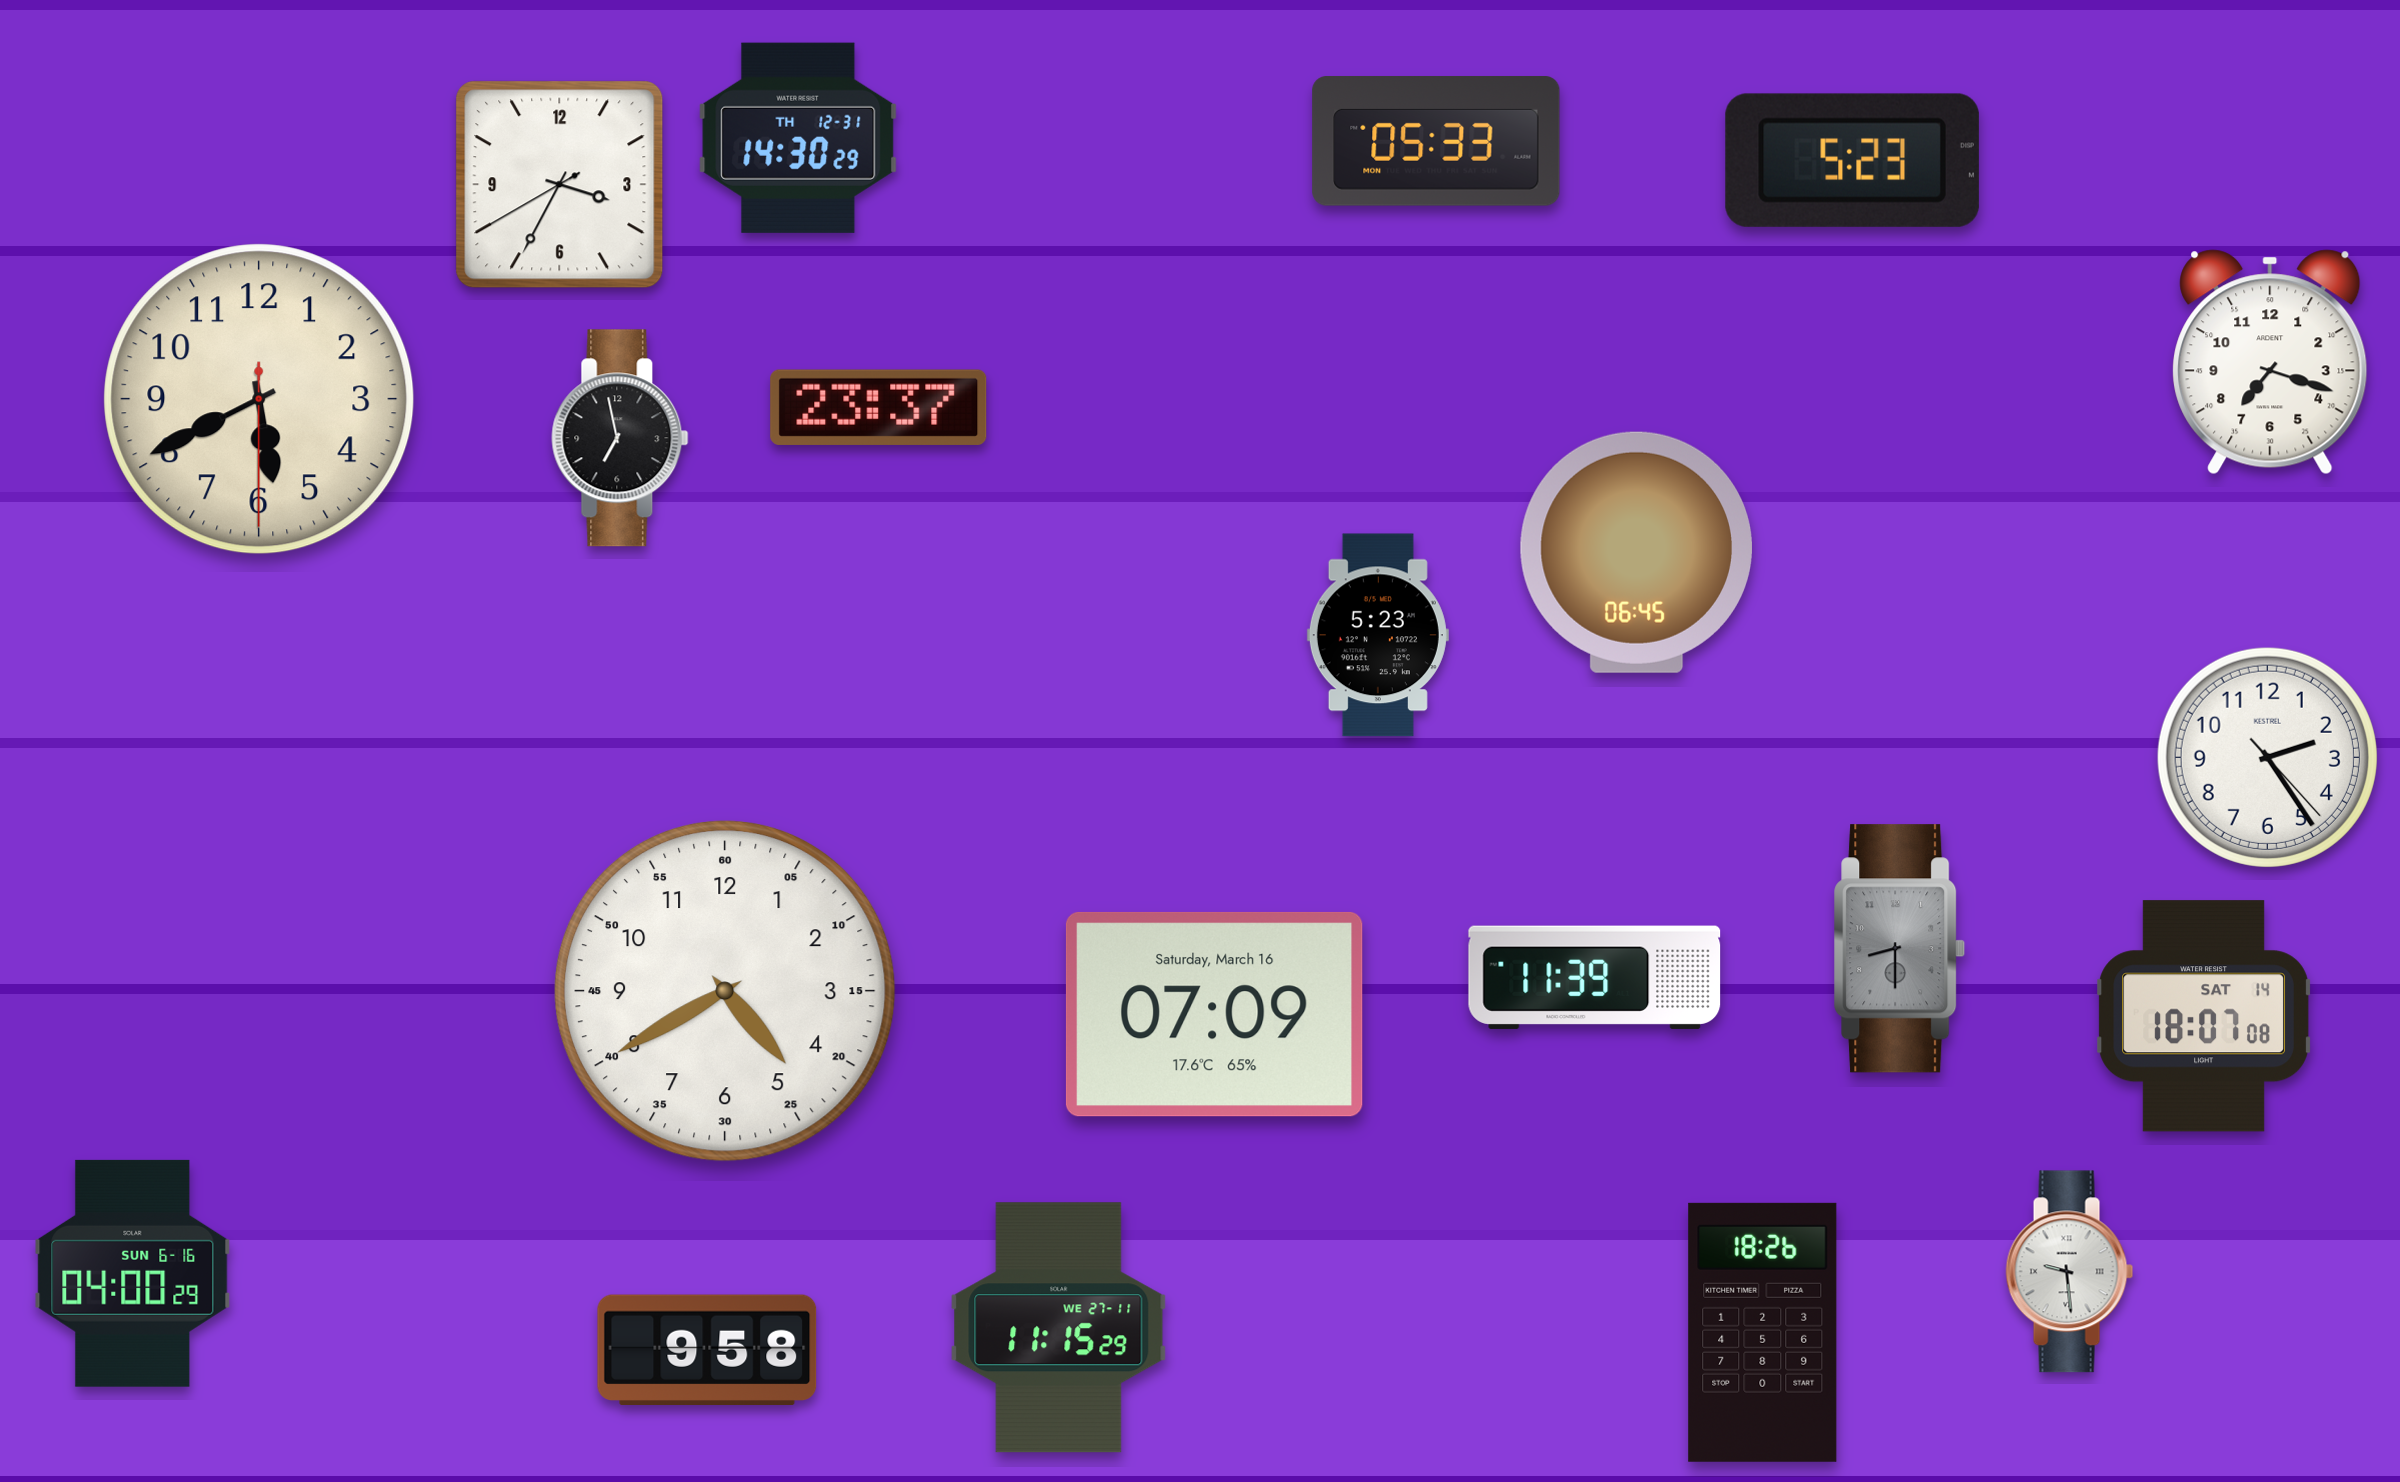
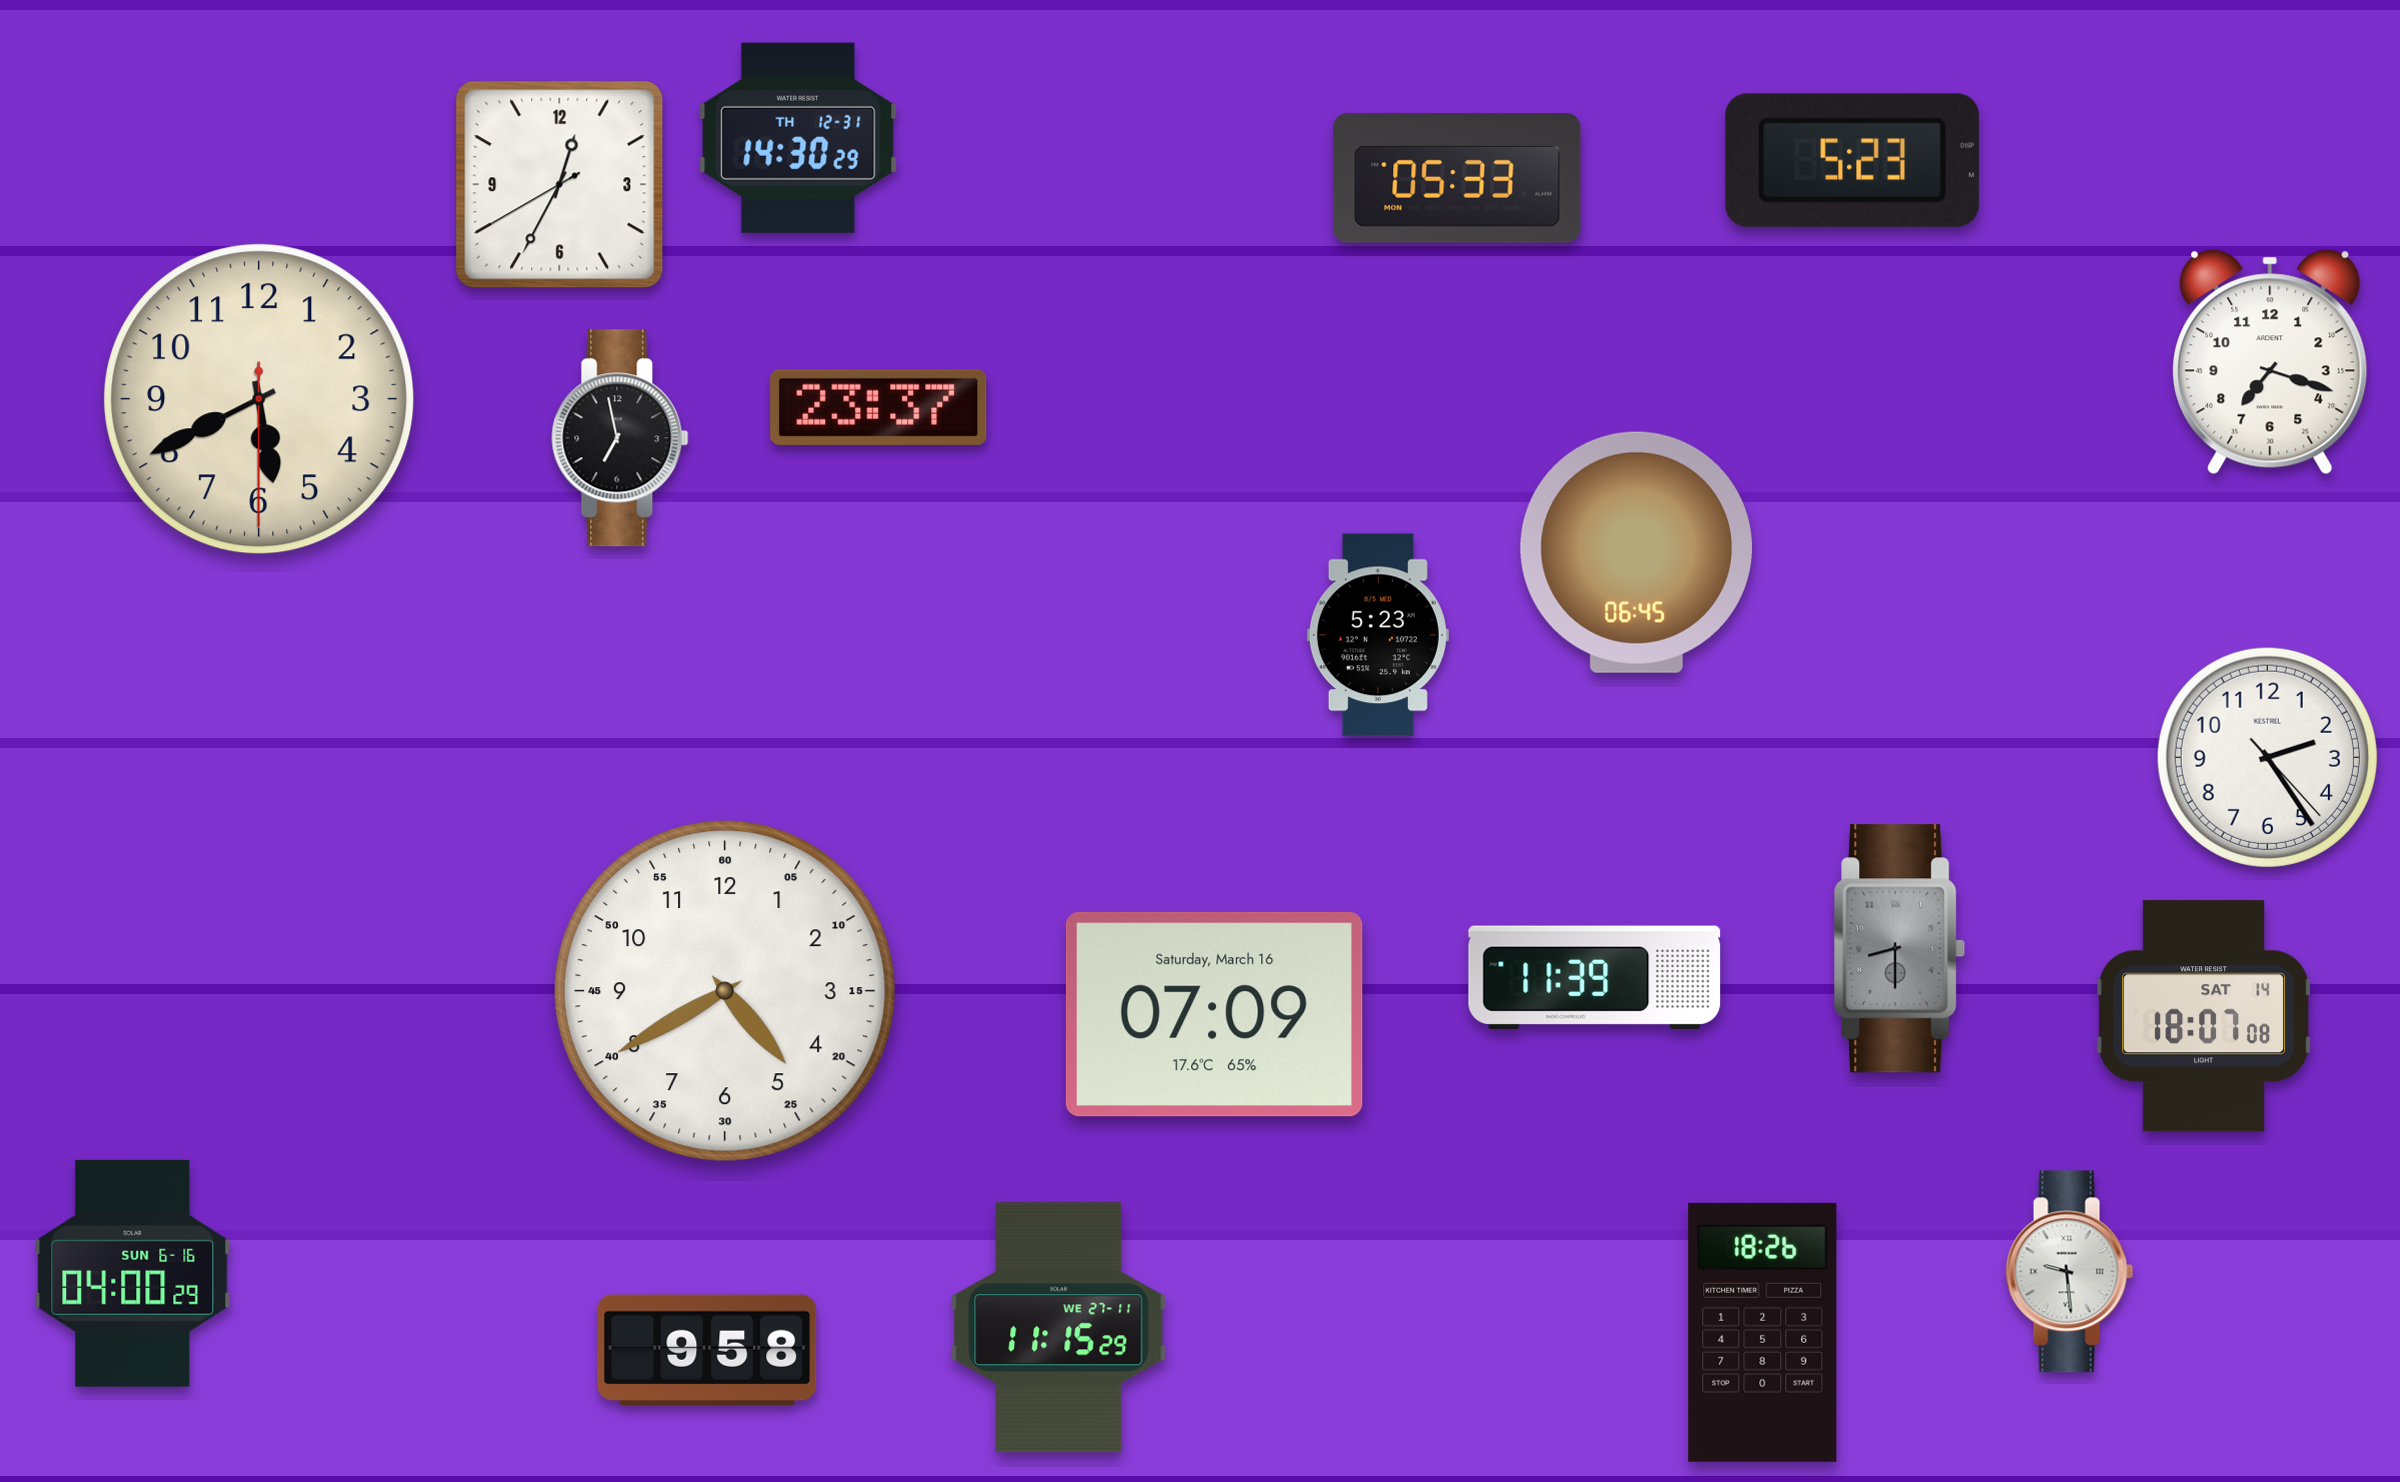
clock at (1436, 141) position: (1436, 141) -> (1457, 178)
clock at (560, 185): 3:34 -> 12:34
